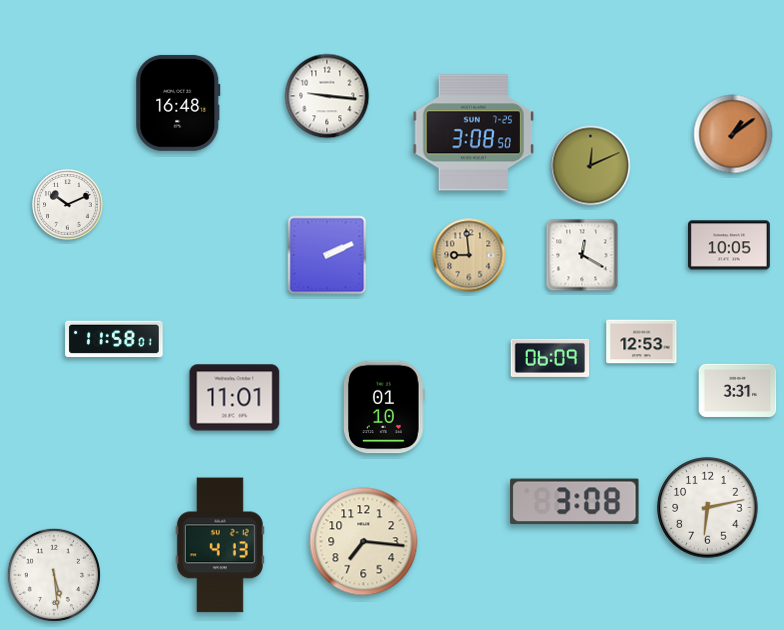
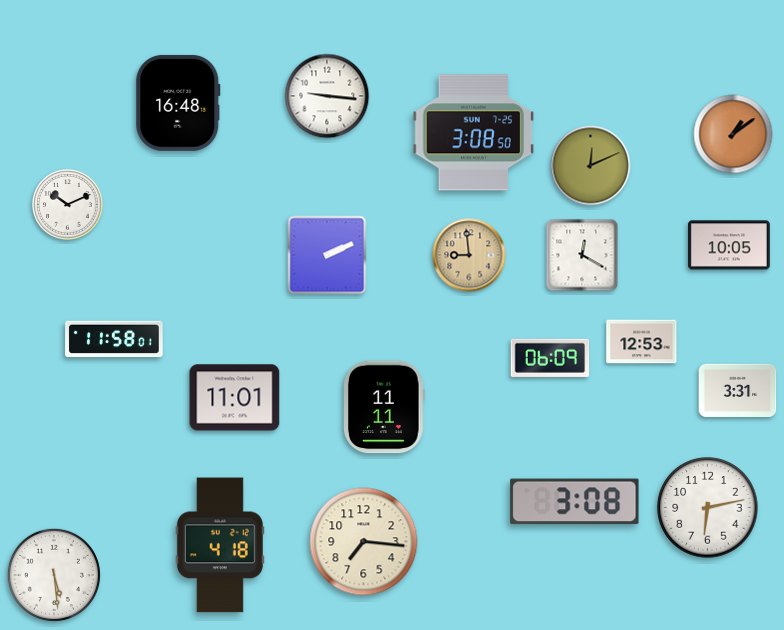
clock at (384, 407): 01:10 -> 11:11
clock at (220, 545): 4:13 -> 4:18
